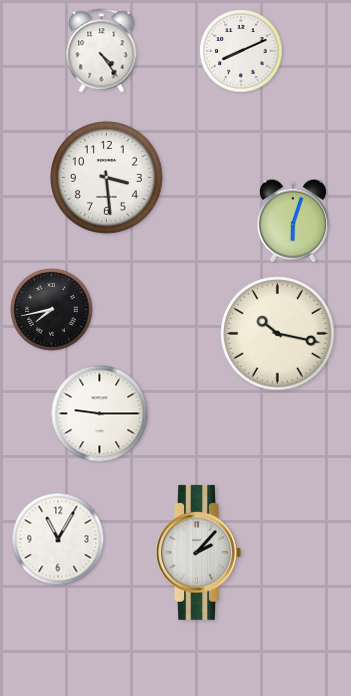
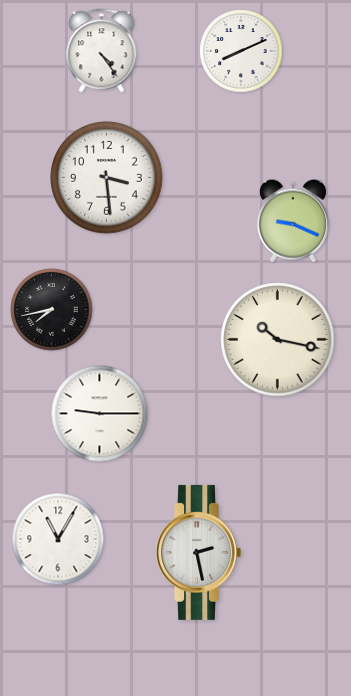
clock at (293, 221): 6:03 -> 9:19
clock at (278, 334) position: (278, 334) -> (278, 340)
clock at (198, 552): 2:07 -> 2:28
